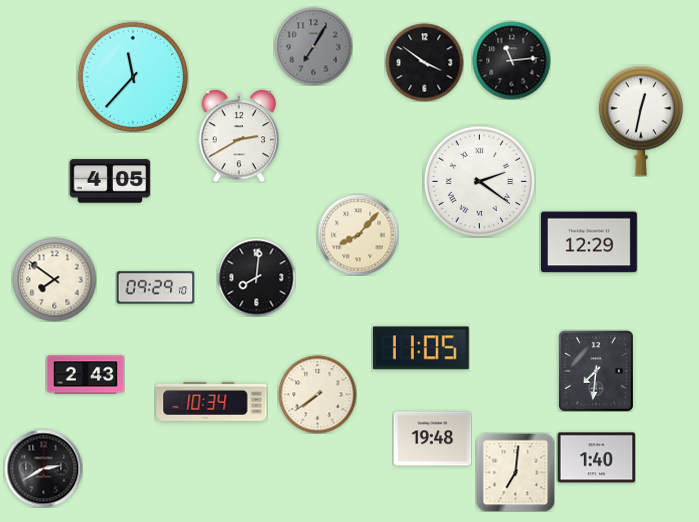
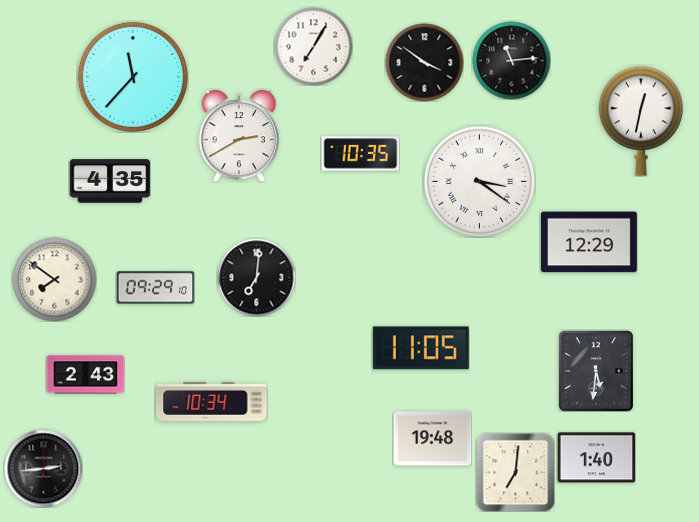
clock at (313, 46) dial: grey -> white
clock at (360, 154): none -> 10:35
clock at (110, 181): 4:05 -> 4:35
clock at (479, 181): 2:21 -> 3:21
clock at (358, 235): 8:07 -> none
clock at (256, 277): 8:01 -> 7:01
clock at (596, 371): 7:31 -> 5:31
clock at (317, 394): 7:39 -> none
clock at (43, 468): 2:40 -> 2:44
